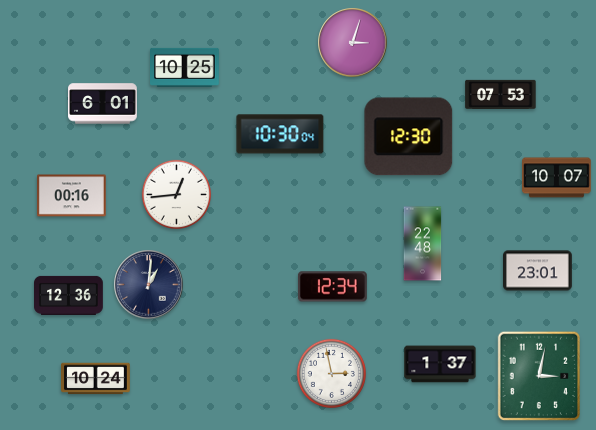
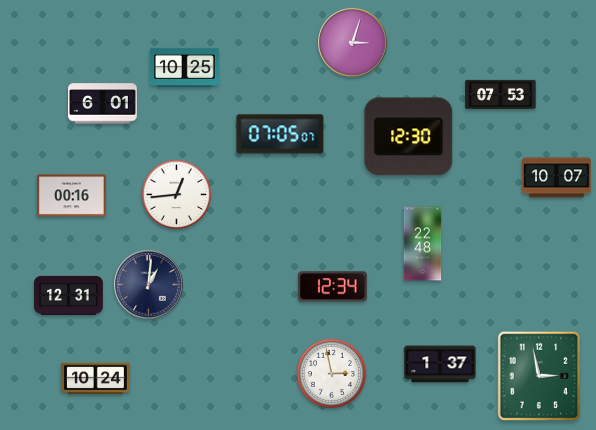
clock at (280, 134): 10:30 -> 07:05
clock at (538, 271): 23:01 -> none
clock at (69, 295): 12:36 -> 12:31
clock at (538, 376): 3:02 -> 2:58
